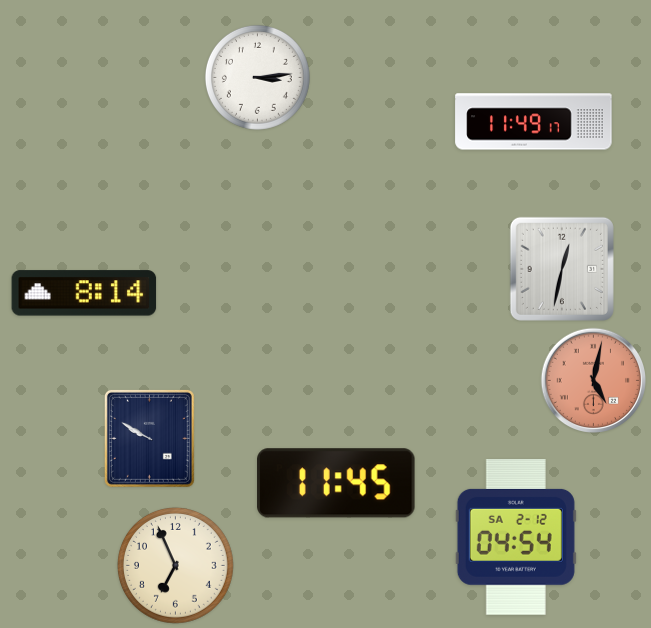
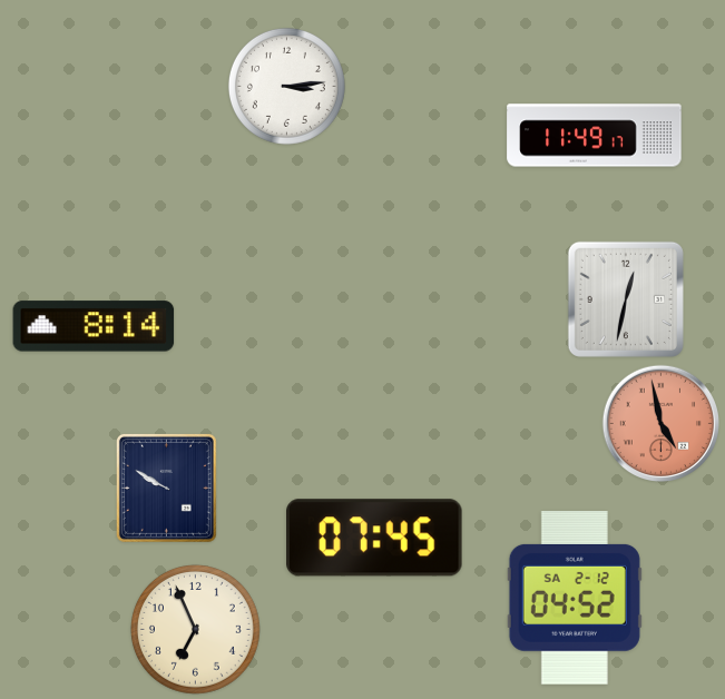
clock at (593, 380): 5:02 -> 4:58
clock at (336, 483): 11:45 -> 07:45
clock at (516, 538): 04:54 -> 04:52
